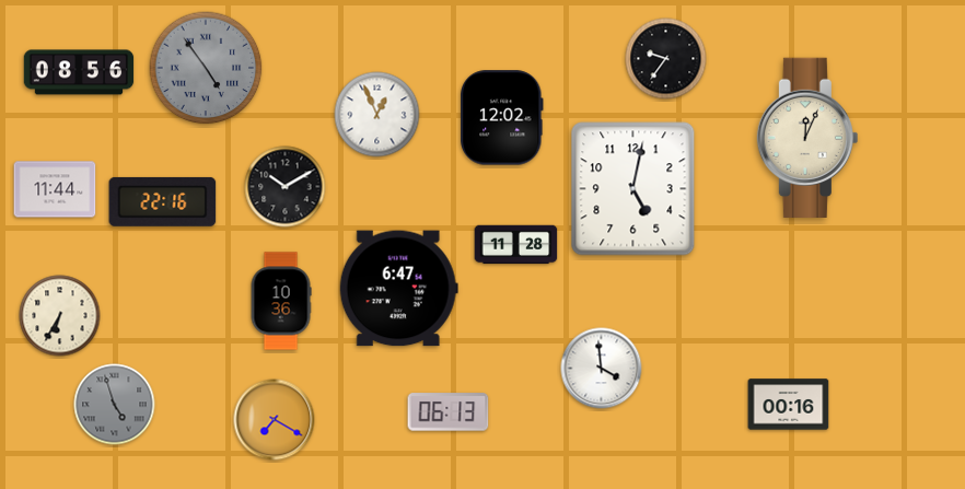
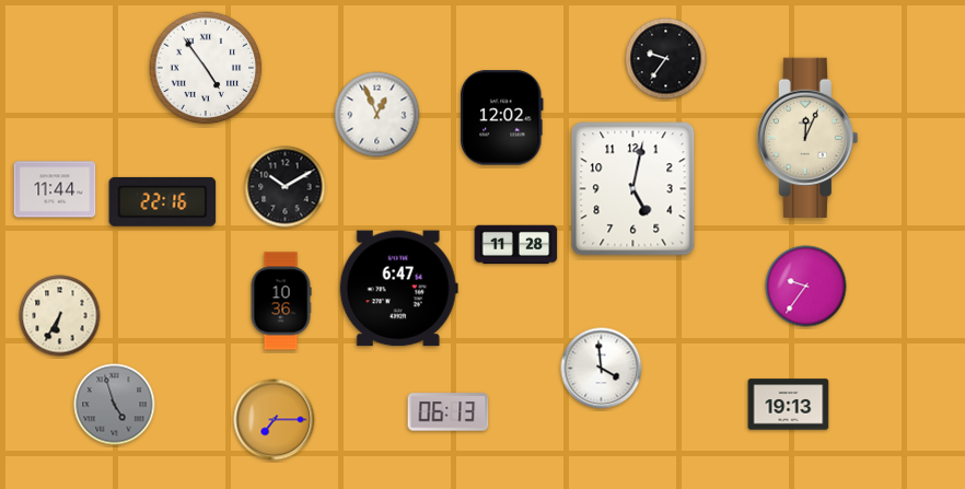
clock at (206, 68) dial: grey -> white
clock at (79, 72): 08:56 -> none
clock at (806, 287): none -> 9:36
clock at (789, 405): 00:16 -> 19:13
clock at (275, 420): 7:20 -> 7:15
